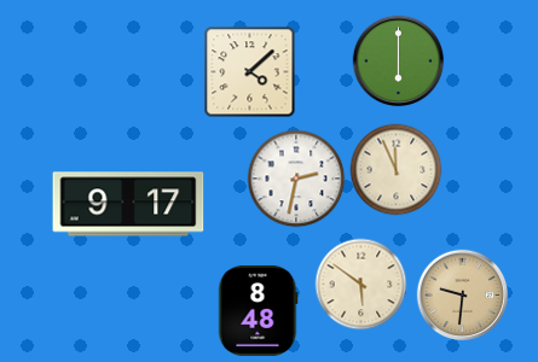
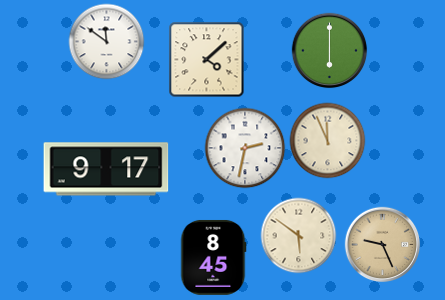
clock at (107, 42): none -> 11:51
clock at (463, 296): 9:31 -> 9:26
clock at (258, 310): 8:48 -> 8:45
